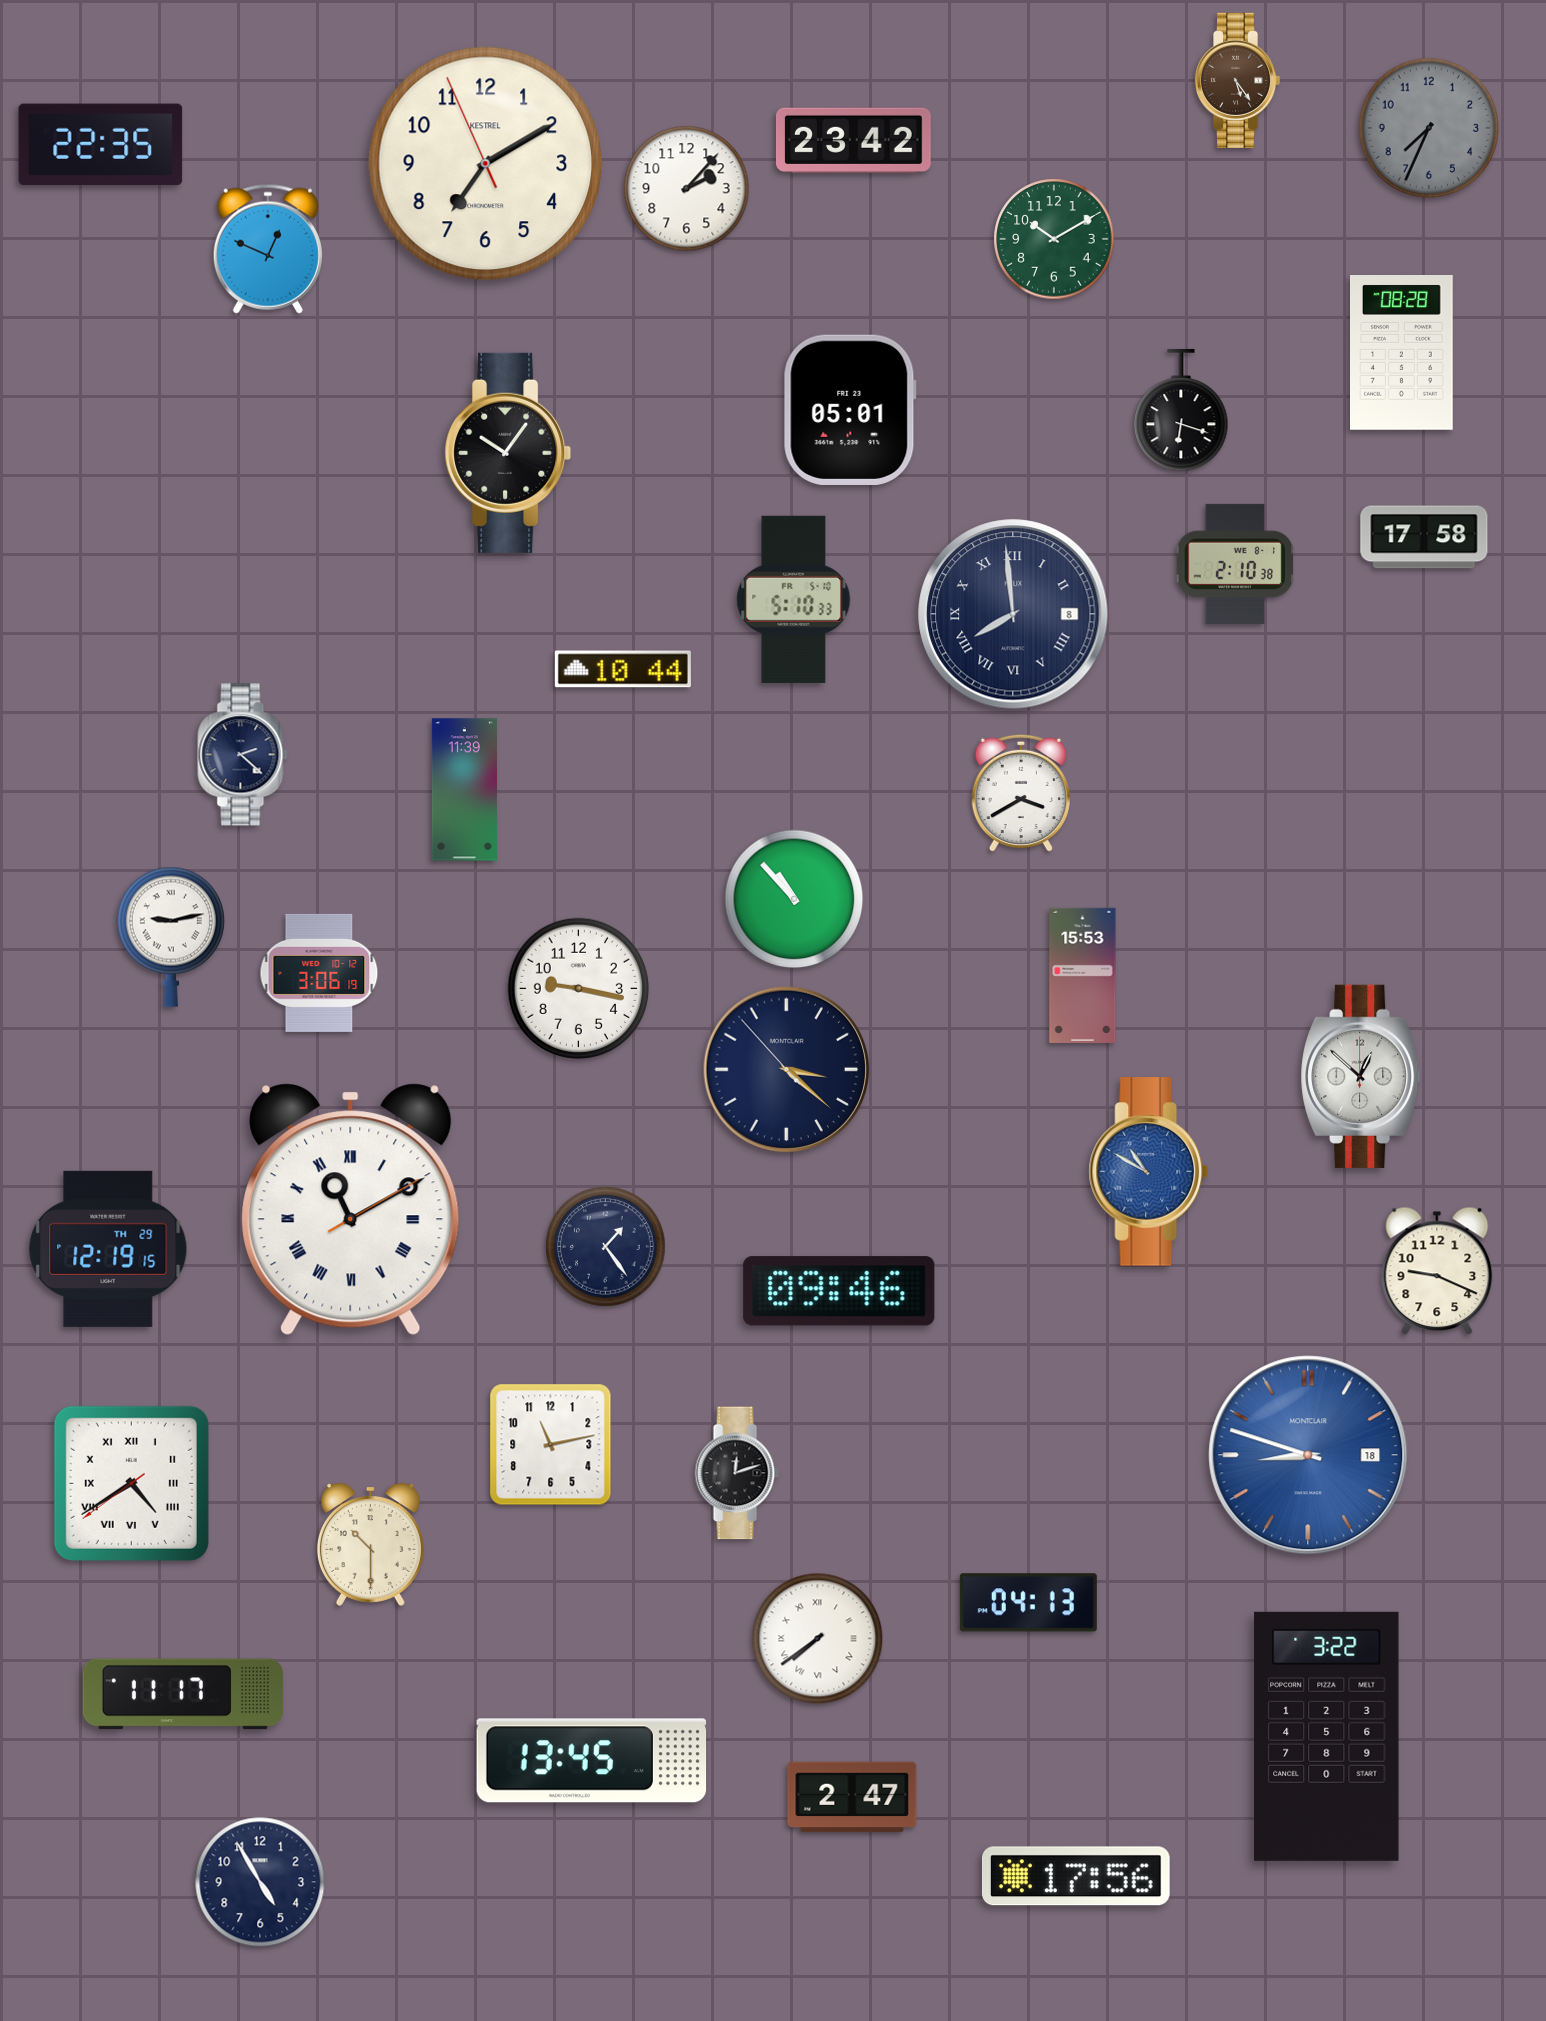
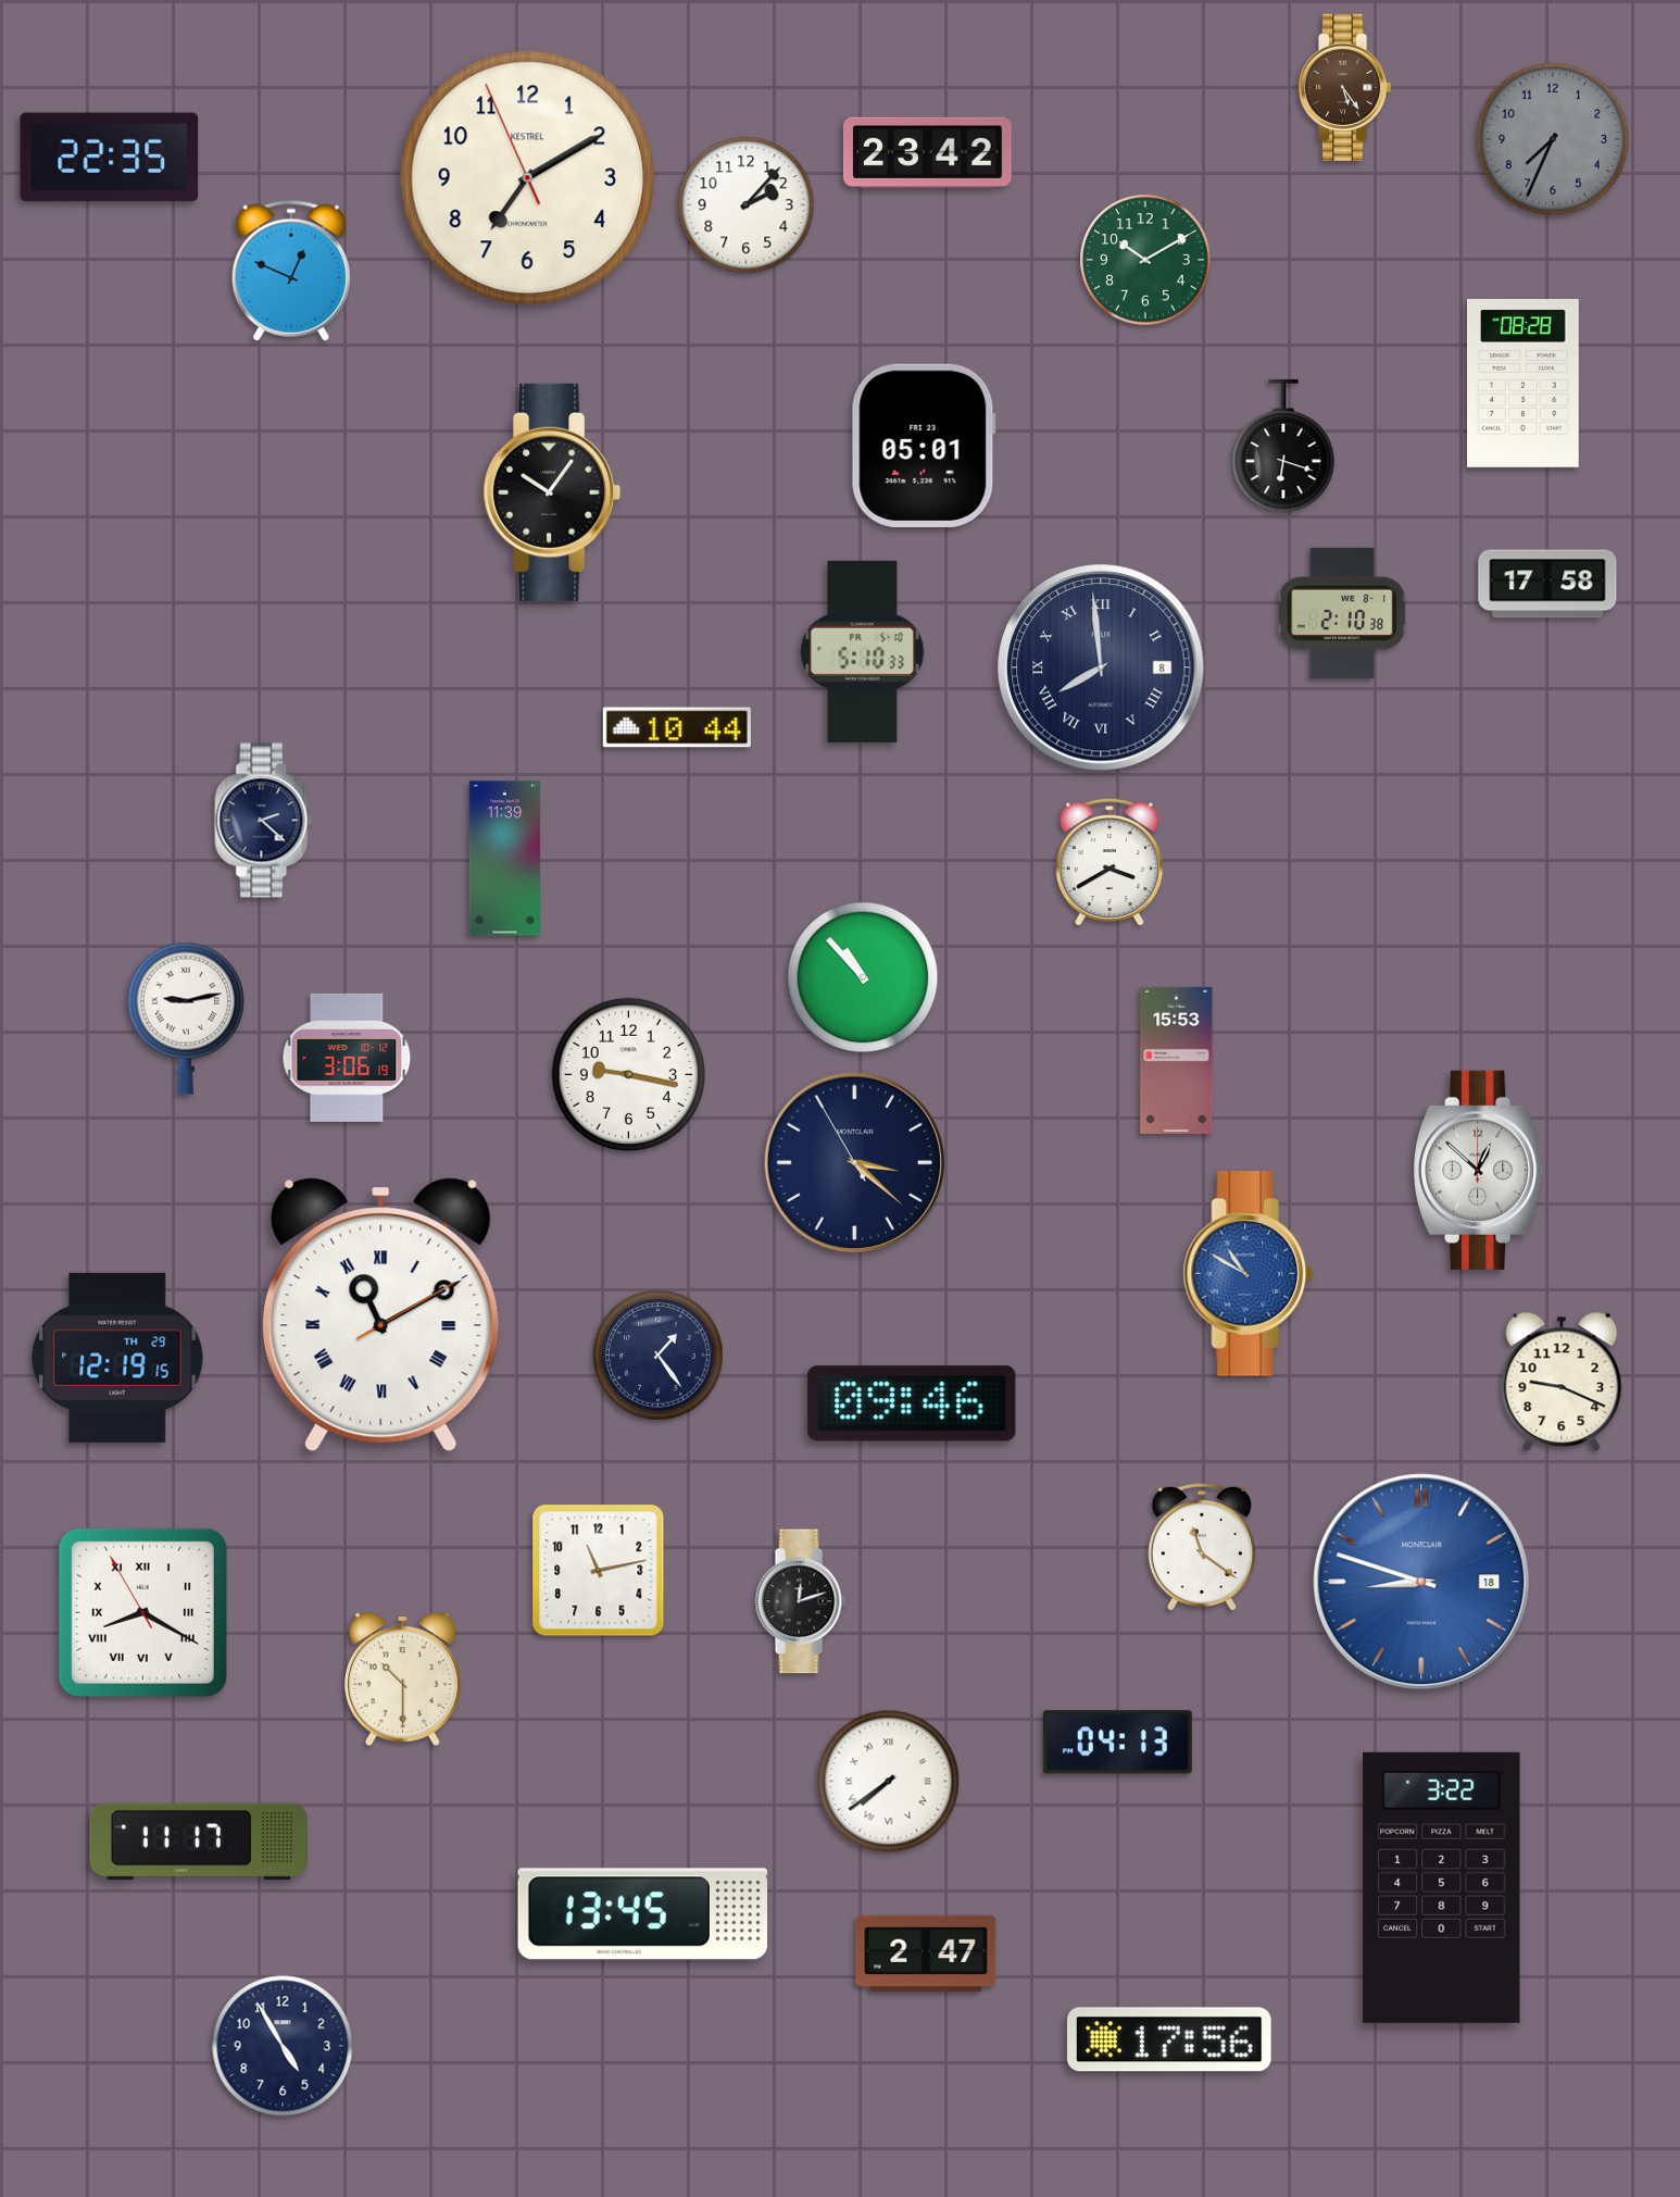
clock at (787, 1070): 3:21:53 -> 3:21:55
clock at (1202, 1547): none -> 11:21
clock at (131, 1483): 4:39 -> 8:19
